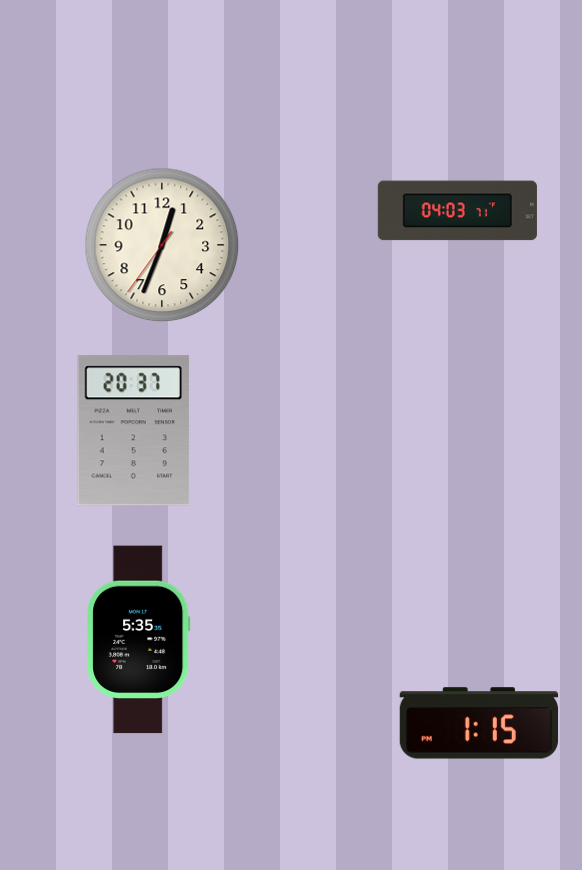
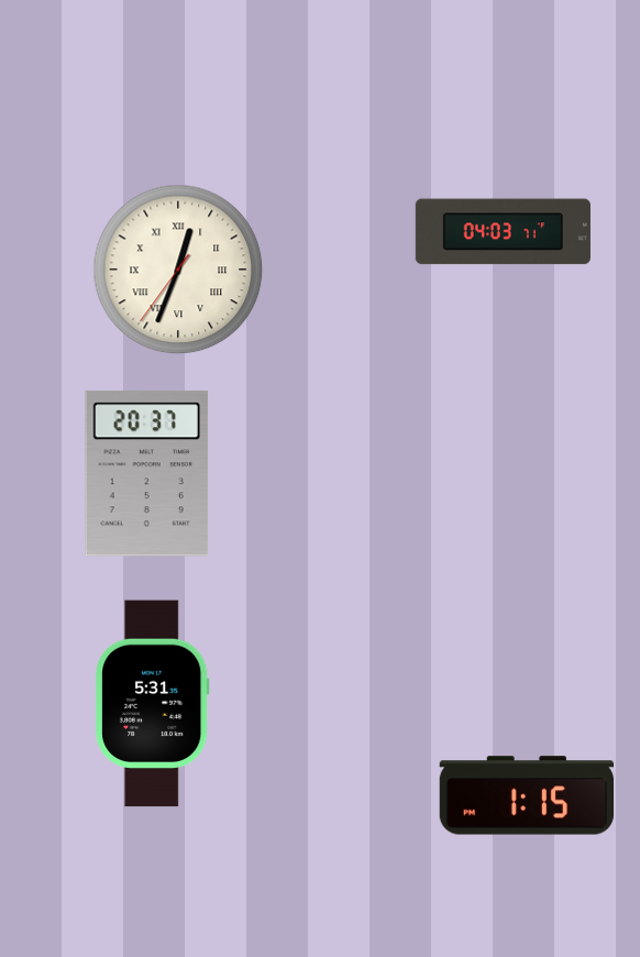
clock at (162, 245) numerals: Arabic -> Roman
clock at (139, 640): 5:35 -> 5:31
